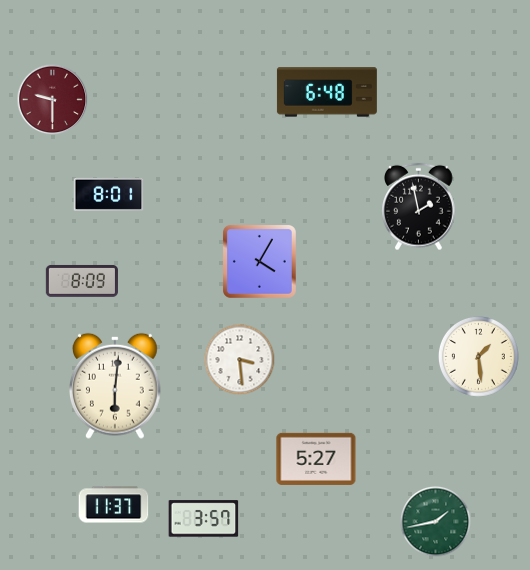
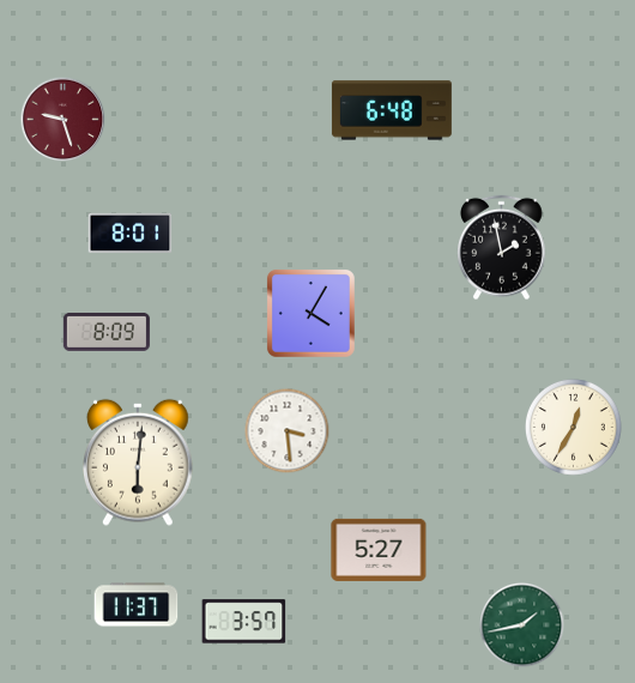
clock at (53, 100): 9:30 -> 9:27
clock at (82, 281) position: (82, 281) -> (107, 332)
clock at (478, 356): 1:29 -> 12:35
